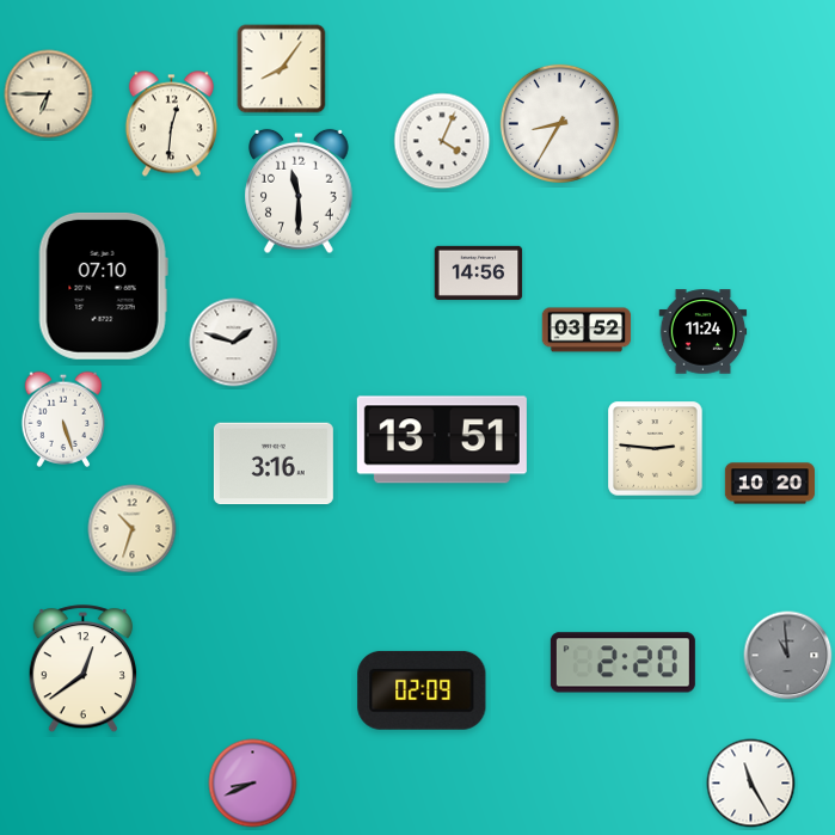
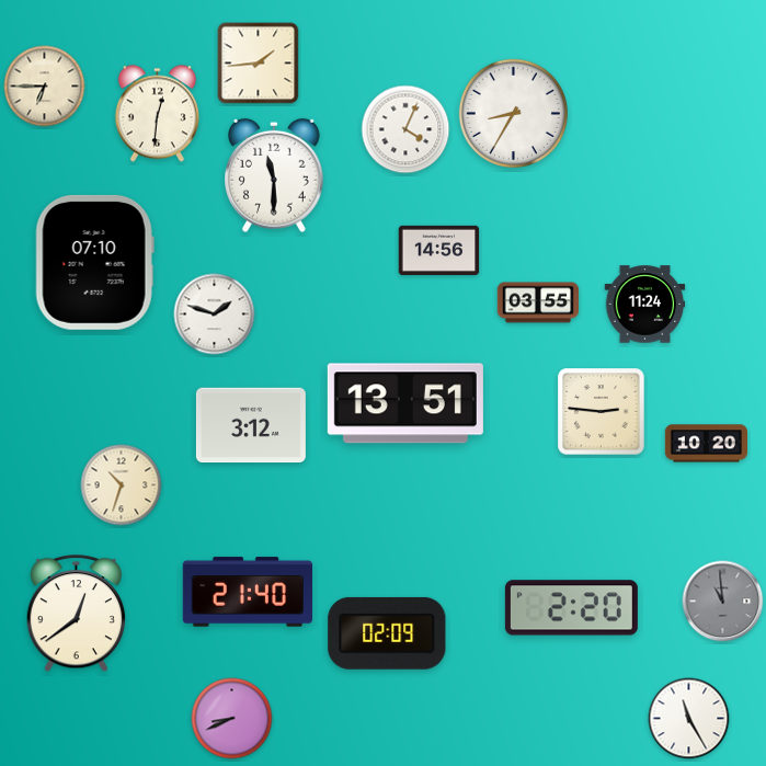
clock at (282, 69): 8:06 -> 1:44
clock at (587, 330): 03:52 -> 03:55
clock at (63, 419): 5:27 -> none
clock at (274, 463): 3:16 -> 3:12
clock at (247, 592): none -> 21:40
